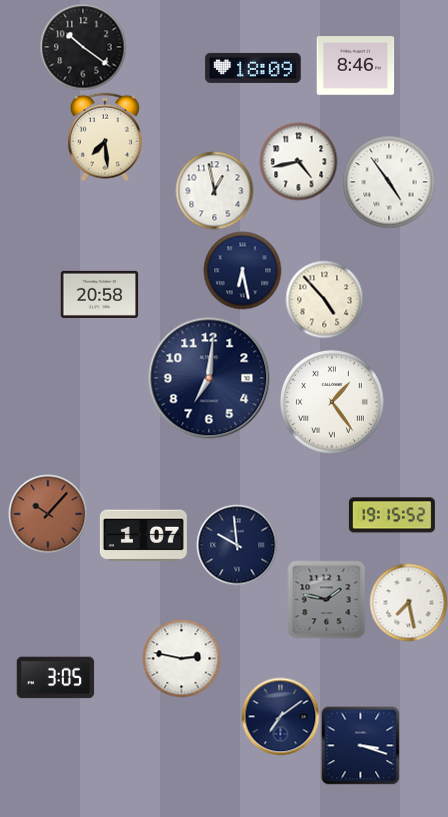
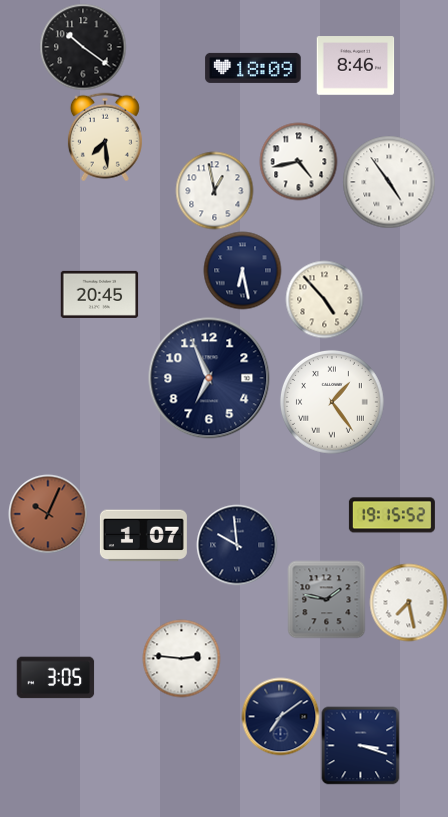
clock at (99, 294): 20:58 -> 20:45
clock at (209, 378): 7:01 -> 6:56
clock at (48, 514): 10:07 -> 10:04
clock at (181, 658): 2:47 -> 2:46
